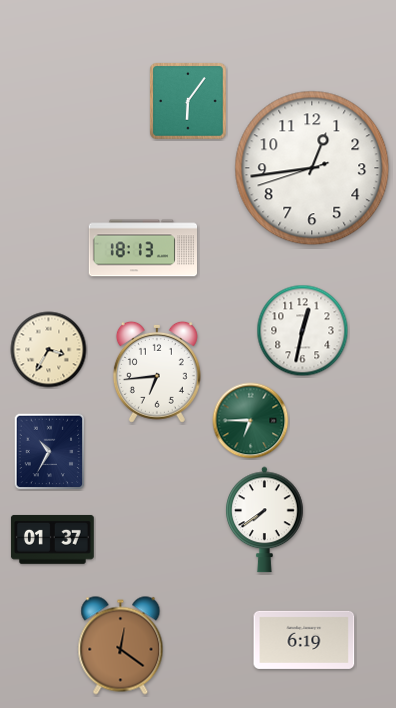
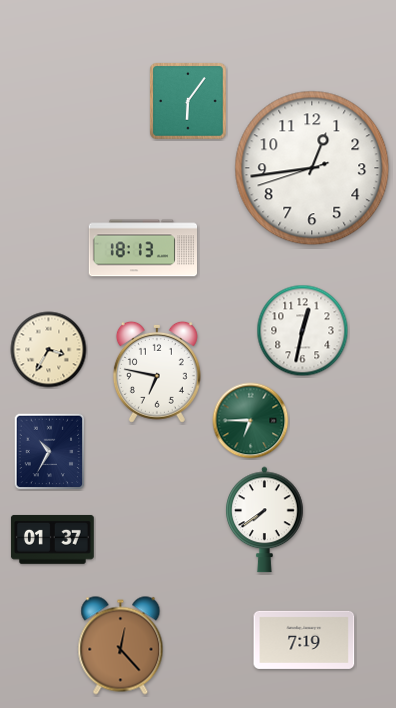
clock at (157, 372): 6:44 -> 6:47
clock at (304, 640): 6:19 -> 7:19
clock at (121, 646): 12:21 -> 12:23
